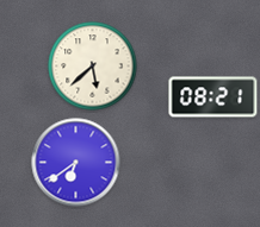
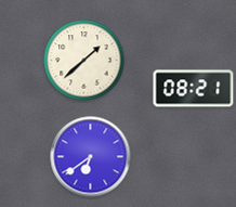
clock at (93, 67): 5:38 -> 1:38
clock at (76, 163) position: (76, 163) -> (91, 157)
